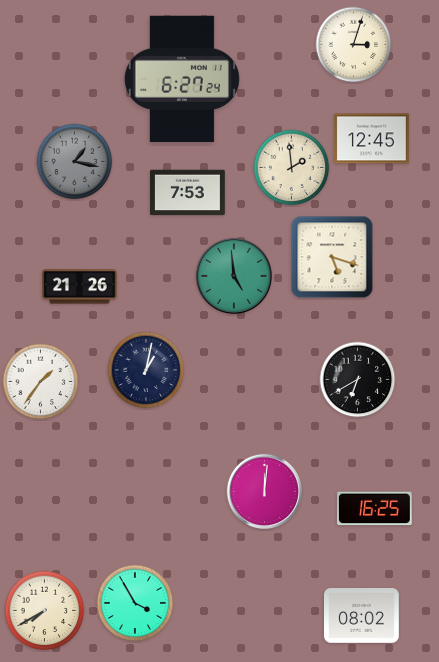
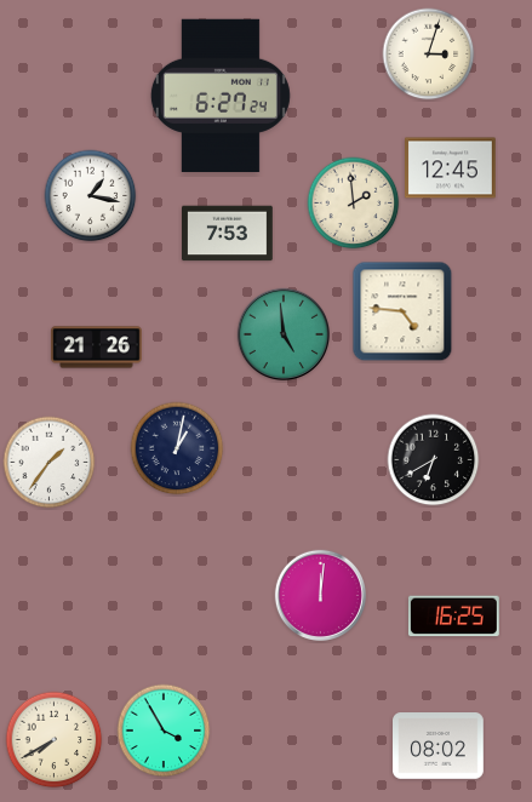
clock at (75, 162) dial: grey -> white
clock at (332, 257): 5:18 -> 4:46
